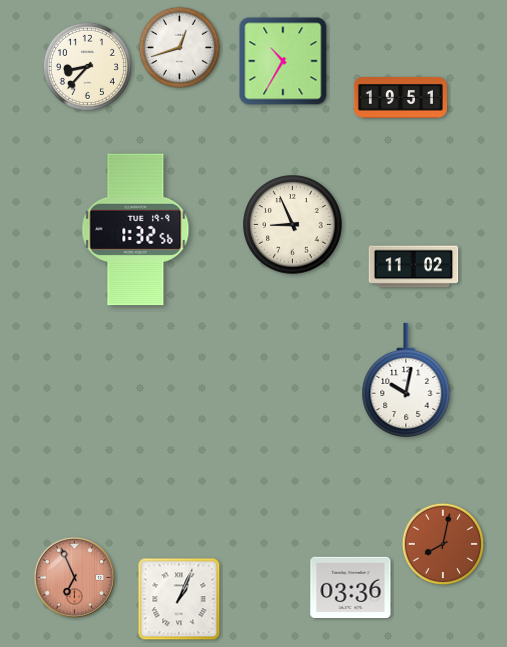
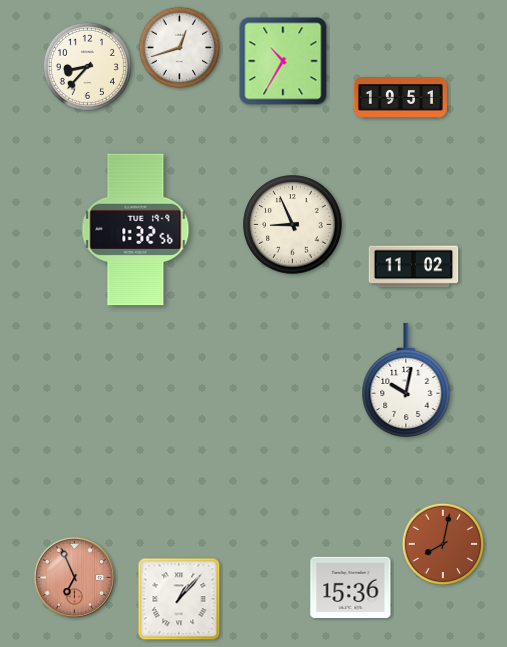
clock at (351, 588): 03:36 -> 15:36
clock at (179, 599): 1:04 -> 1:07
